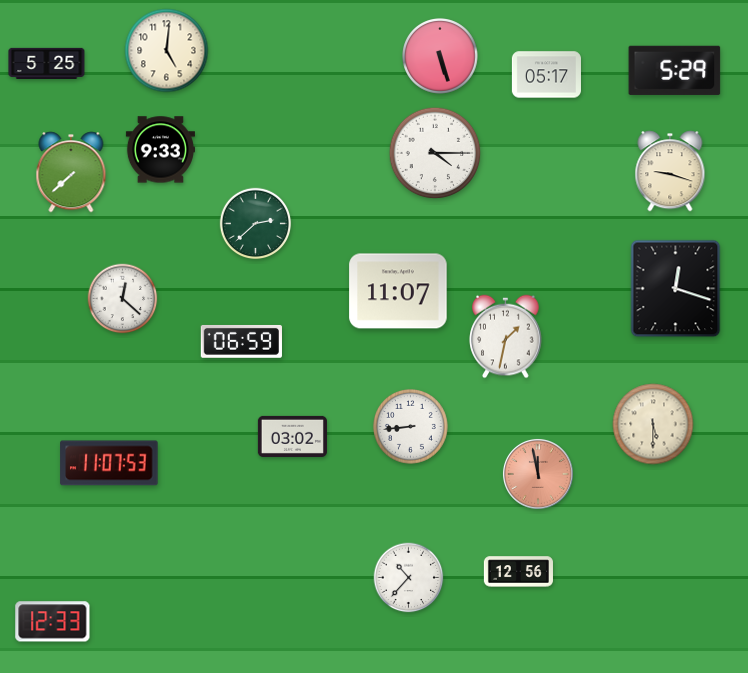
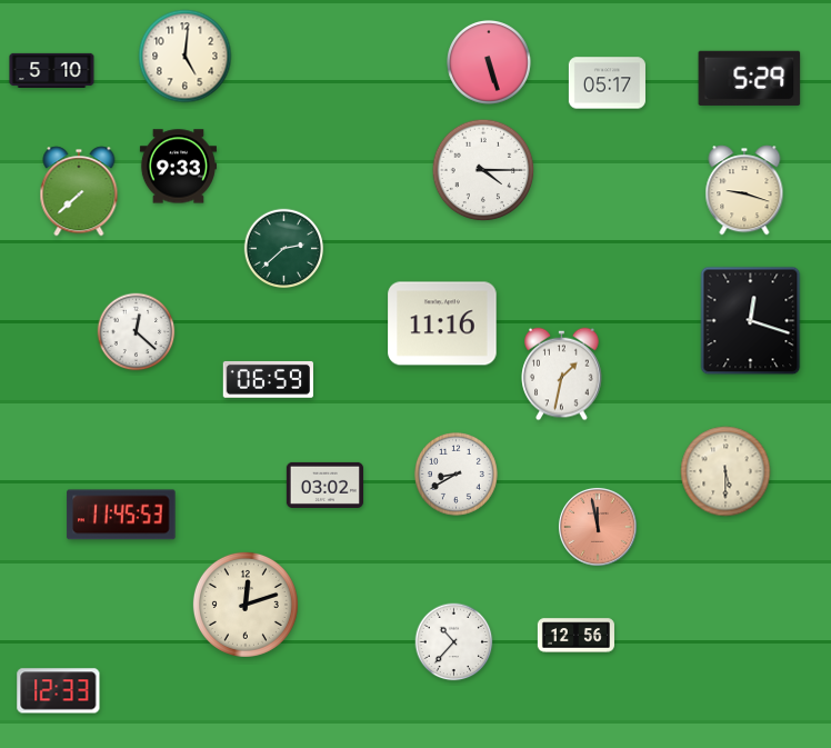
clock at (47, 63): 5:25 -> 5:10
clock at (398, 291): 11:07 -> 11:16
clock at (410, 426): 8:44 -> 8:40
clock at (109, 463): 11:07 -> 11:45
clock at (246, 605): none -> 12:12
